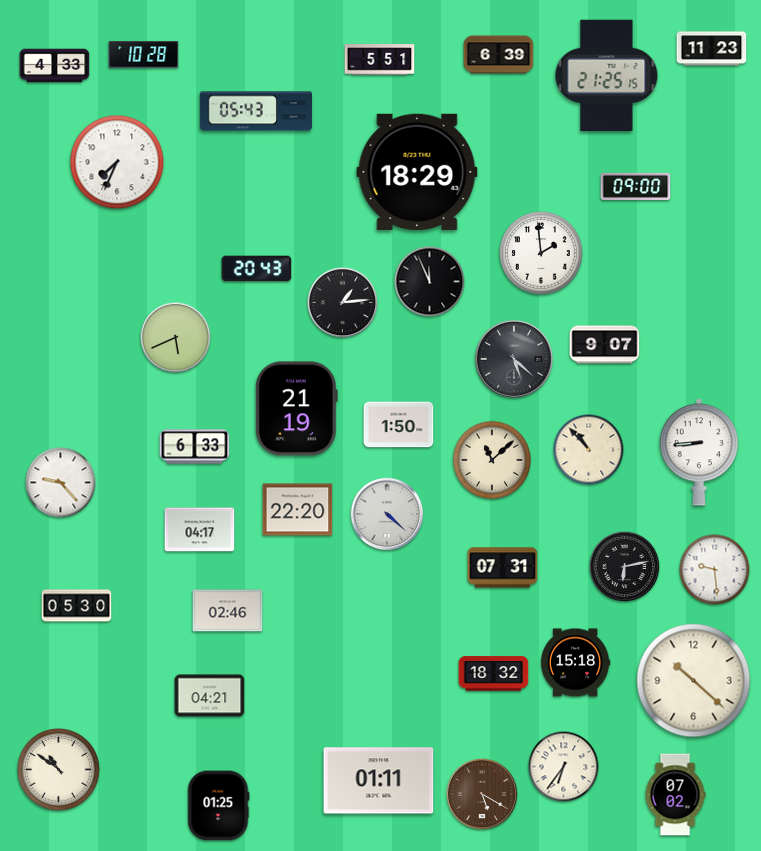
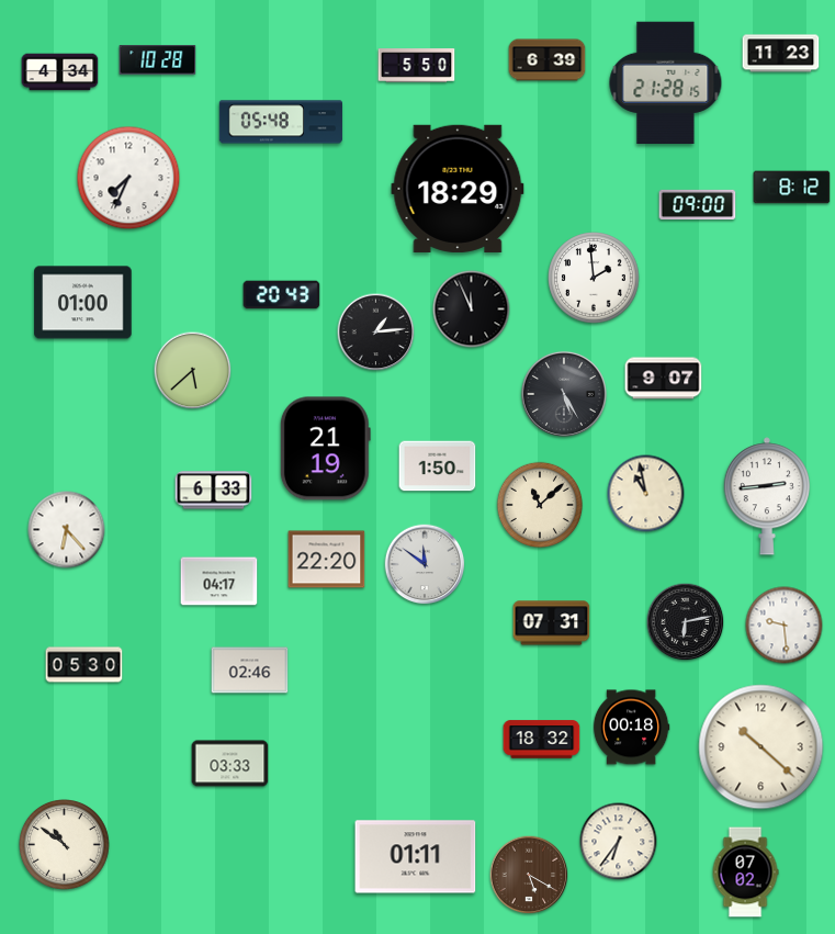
clock at (380, 60): 5:51 -> 5:50
clock at (55, 66): 4:33 -> 4:34
clock at (607, 75): 21:25 -> 21:28
clock at (256, 111): 05:43 -> 05:48
clock at (792, 188): none -> 8:12
clock at (83, 303): none -> 01:00
clock at (176, 338): 5:41 -> 5:38
clock at (514, 359): 5:22 -> 5:25
clock at (589, 450): 10:53 -> 10:58
clock at (699, 452): 8:44 -> 2:44
clock at (61, 483): 9:23 -> 6:23
clock at (387, 514): 4:22 -> 11:51
clock at (575, 663): 15:18 -> 00:18
clock at (210, 696): 04:21 -> 03:33
clock at (482, 794) position: (482, 794) -> (529, 875)
clock at (675, 795) position: (675, 795) -> (745, 873)
clock at (219, 806): 01:25 -> none
